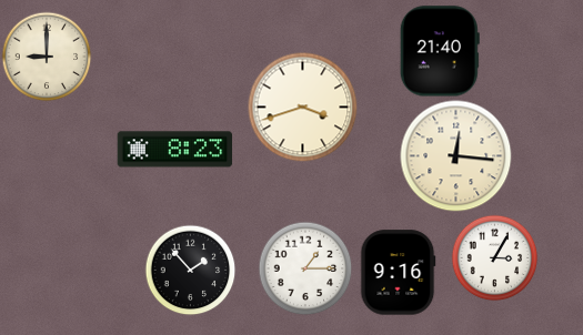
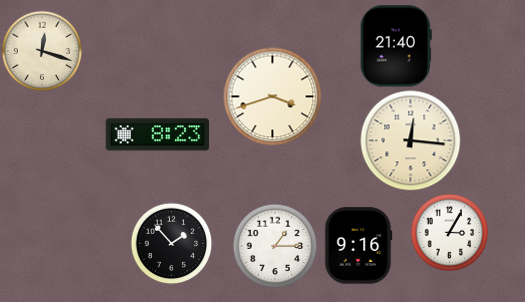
clock at (47, 57): 9:00 -> 12:18
clock at (494, 257) position: (494, 257) -> (449, 232)
clock at (305, 268) position: (305, 268) -> (275, 246)
